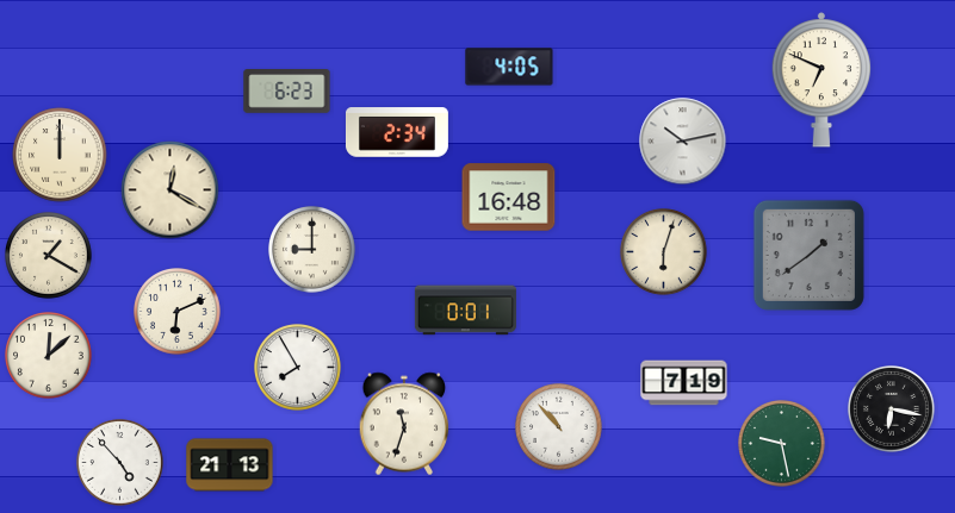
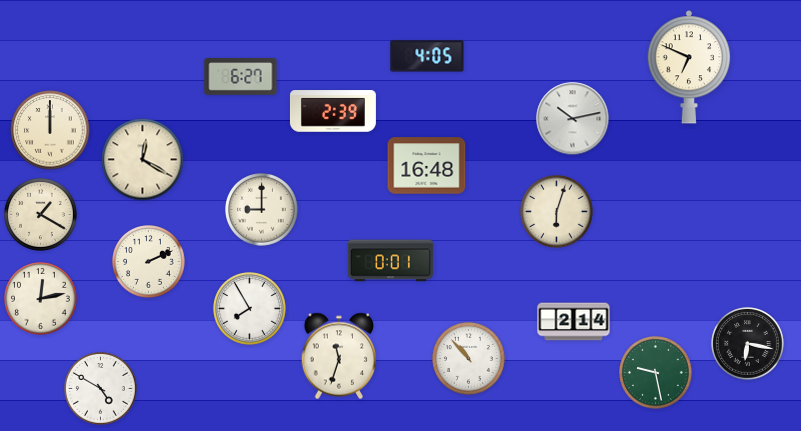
clock at (287, 92): 6:23 -> 6:27
clock at (397, 132): 2:34 -> 2:39
clock at (808, 255): 1:39 -> none
clock at (178, 312): 6:11 -> 2:11
clock at (49, 356): 12:08 -> 12:13
clock at (684, 383): 7:19 -> 2:14
clock at (120, 463): 4:53 -> 4:50
clock at (230, 465): 21:13 -> none
